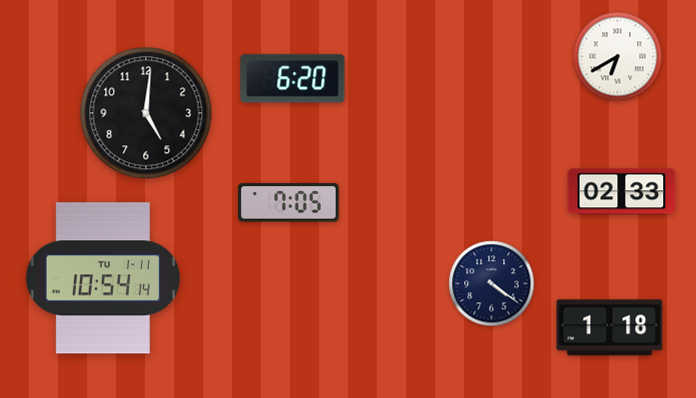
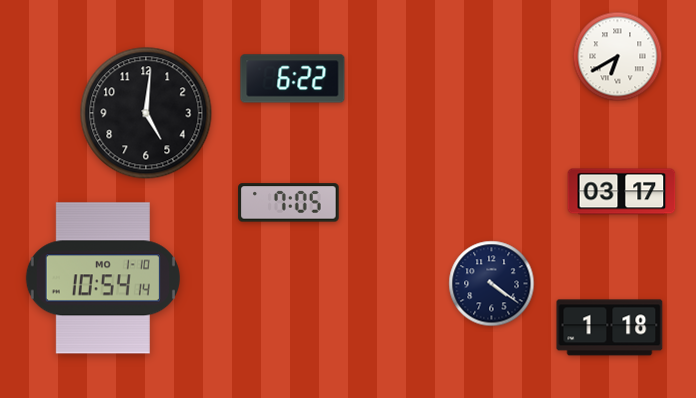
clock at (293, 79): 6:20 -> 6:22
clock at (622, 192): 02:33 -> 03:17
clock at (103, 278) date: TU 1-11 -> MO 1-10
